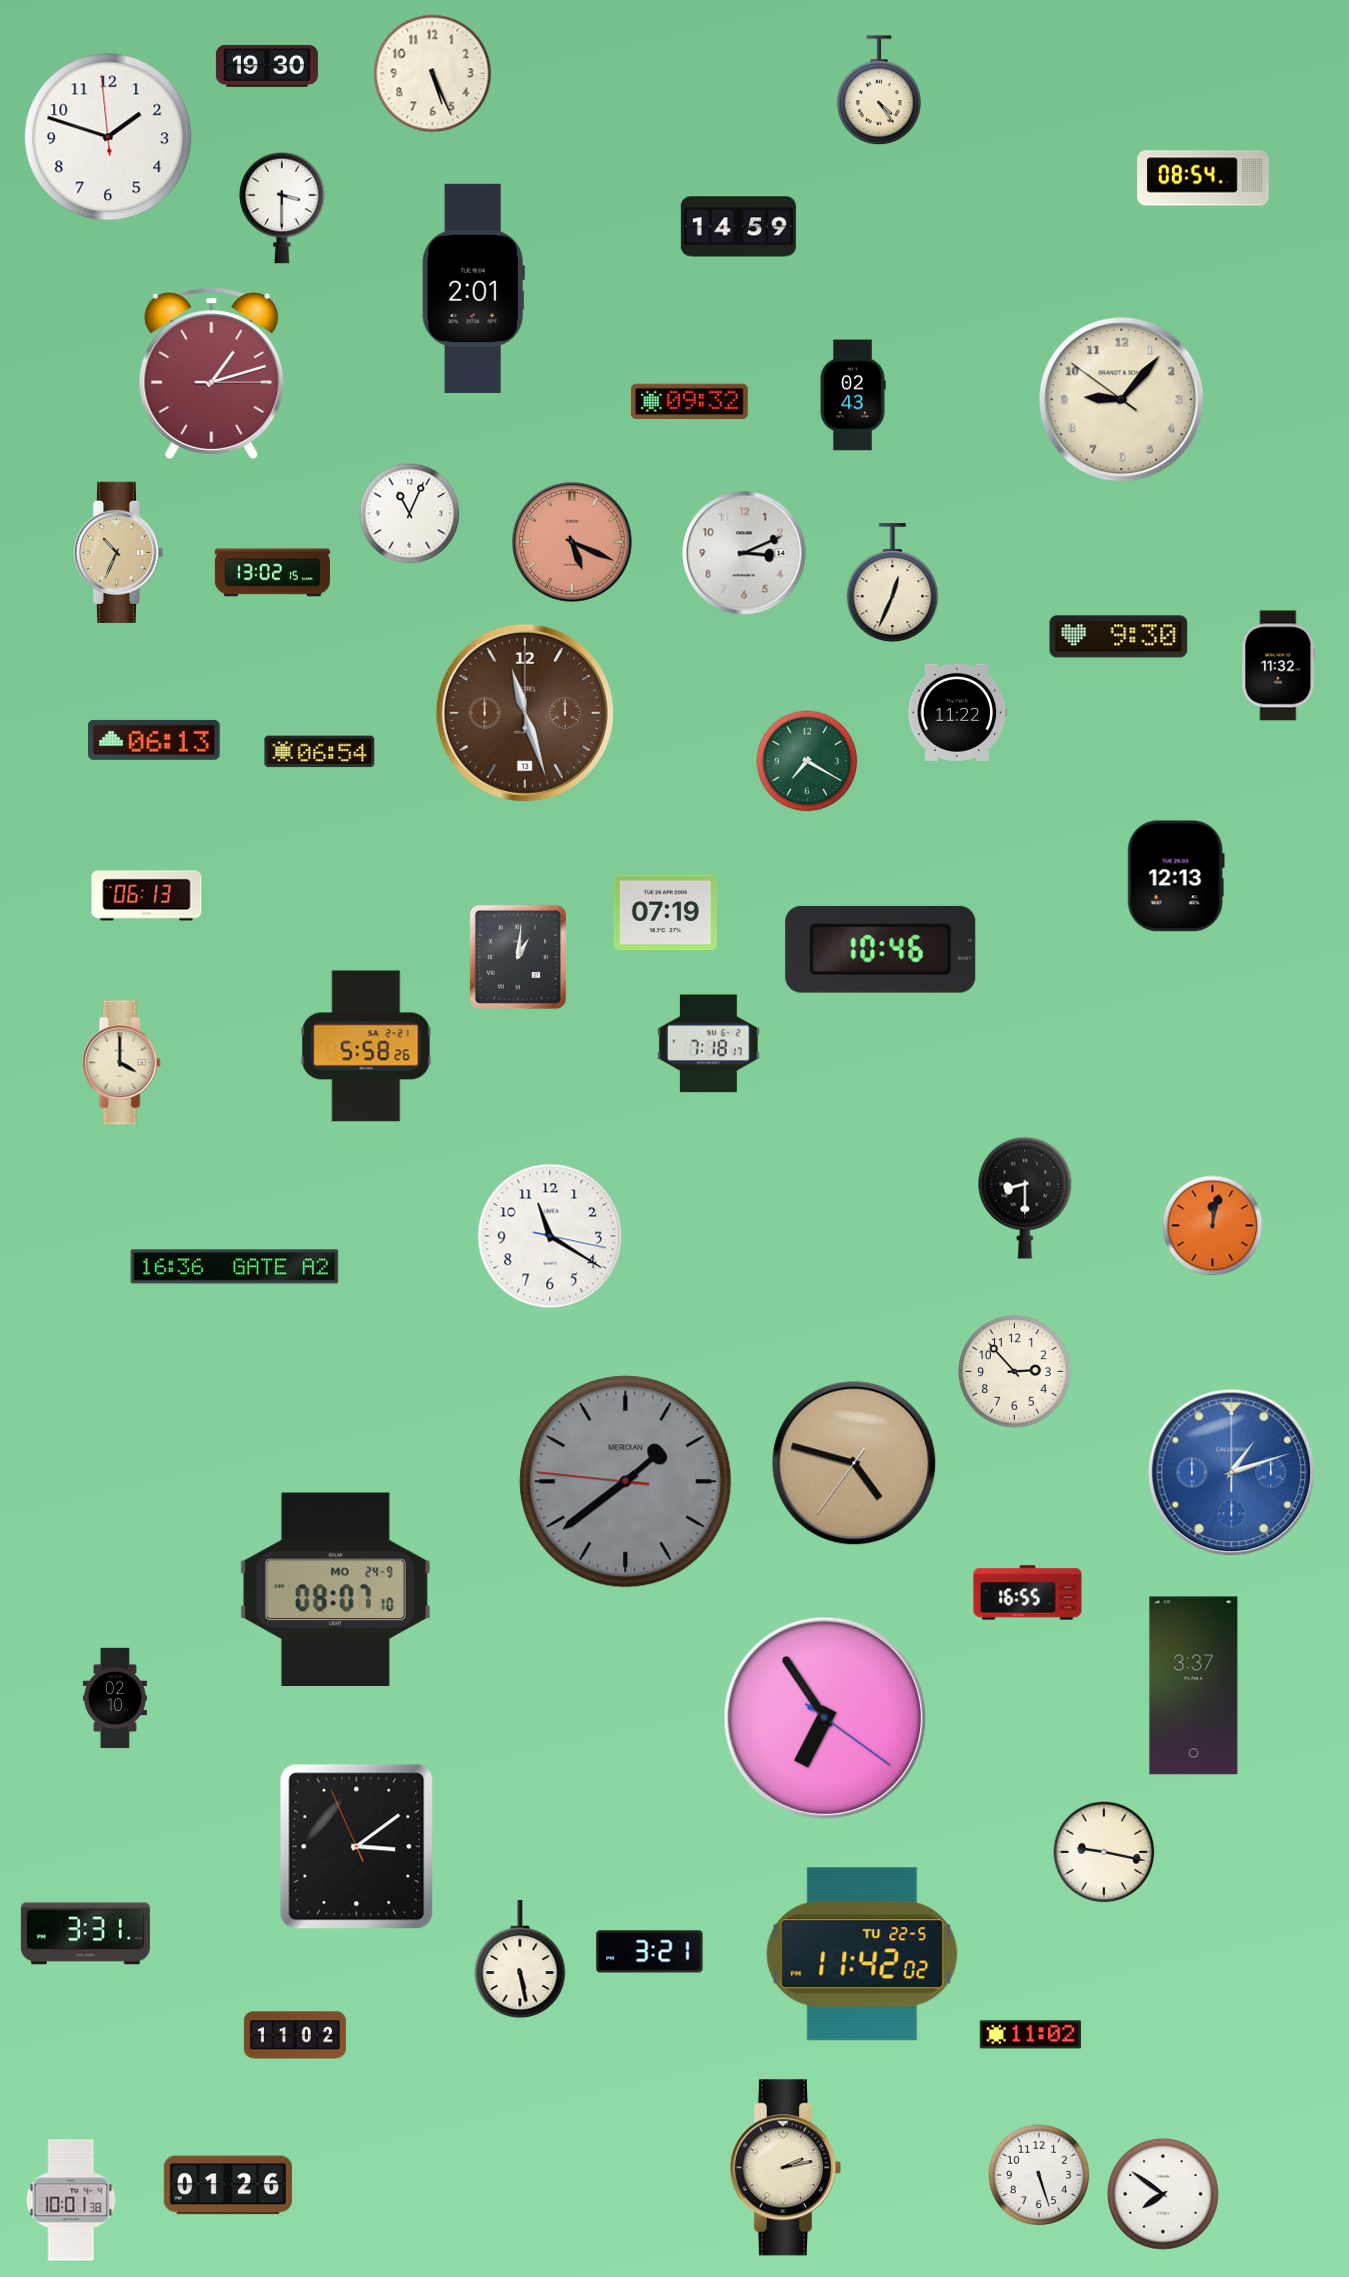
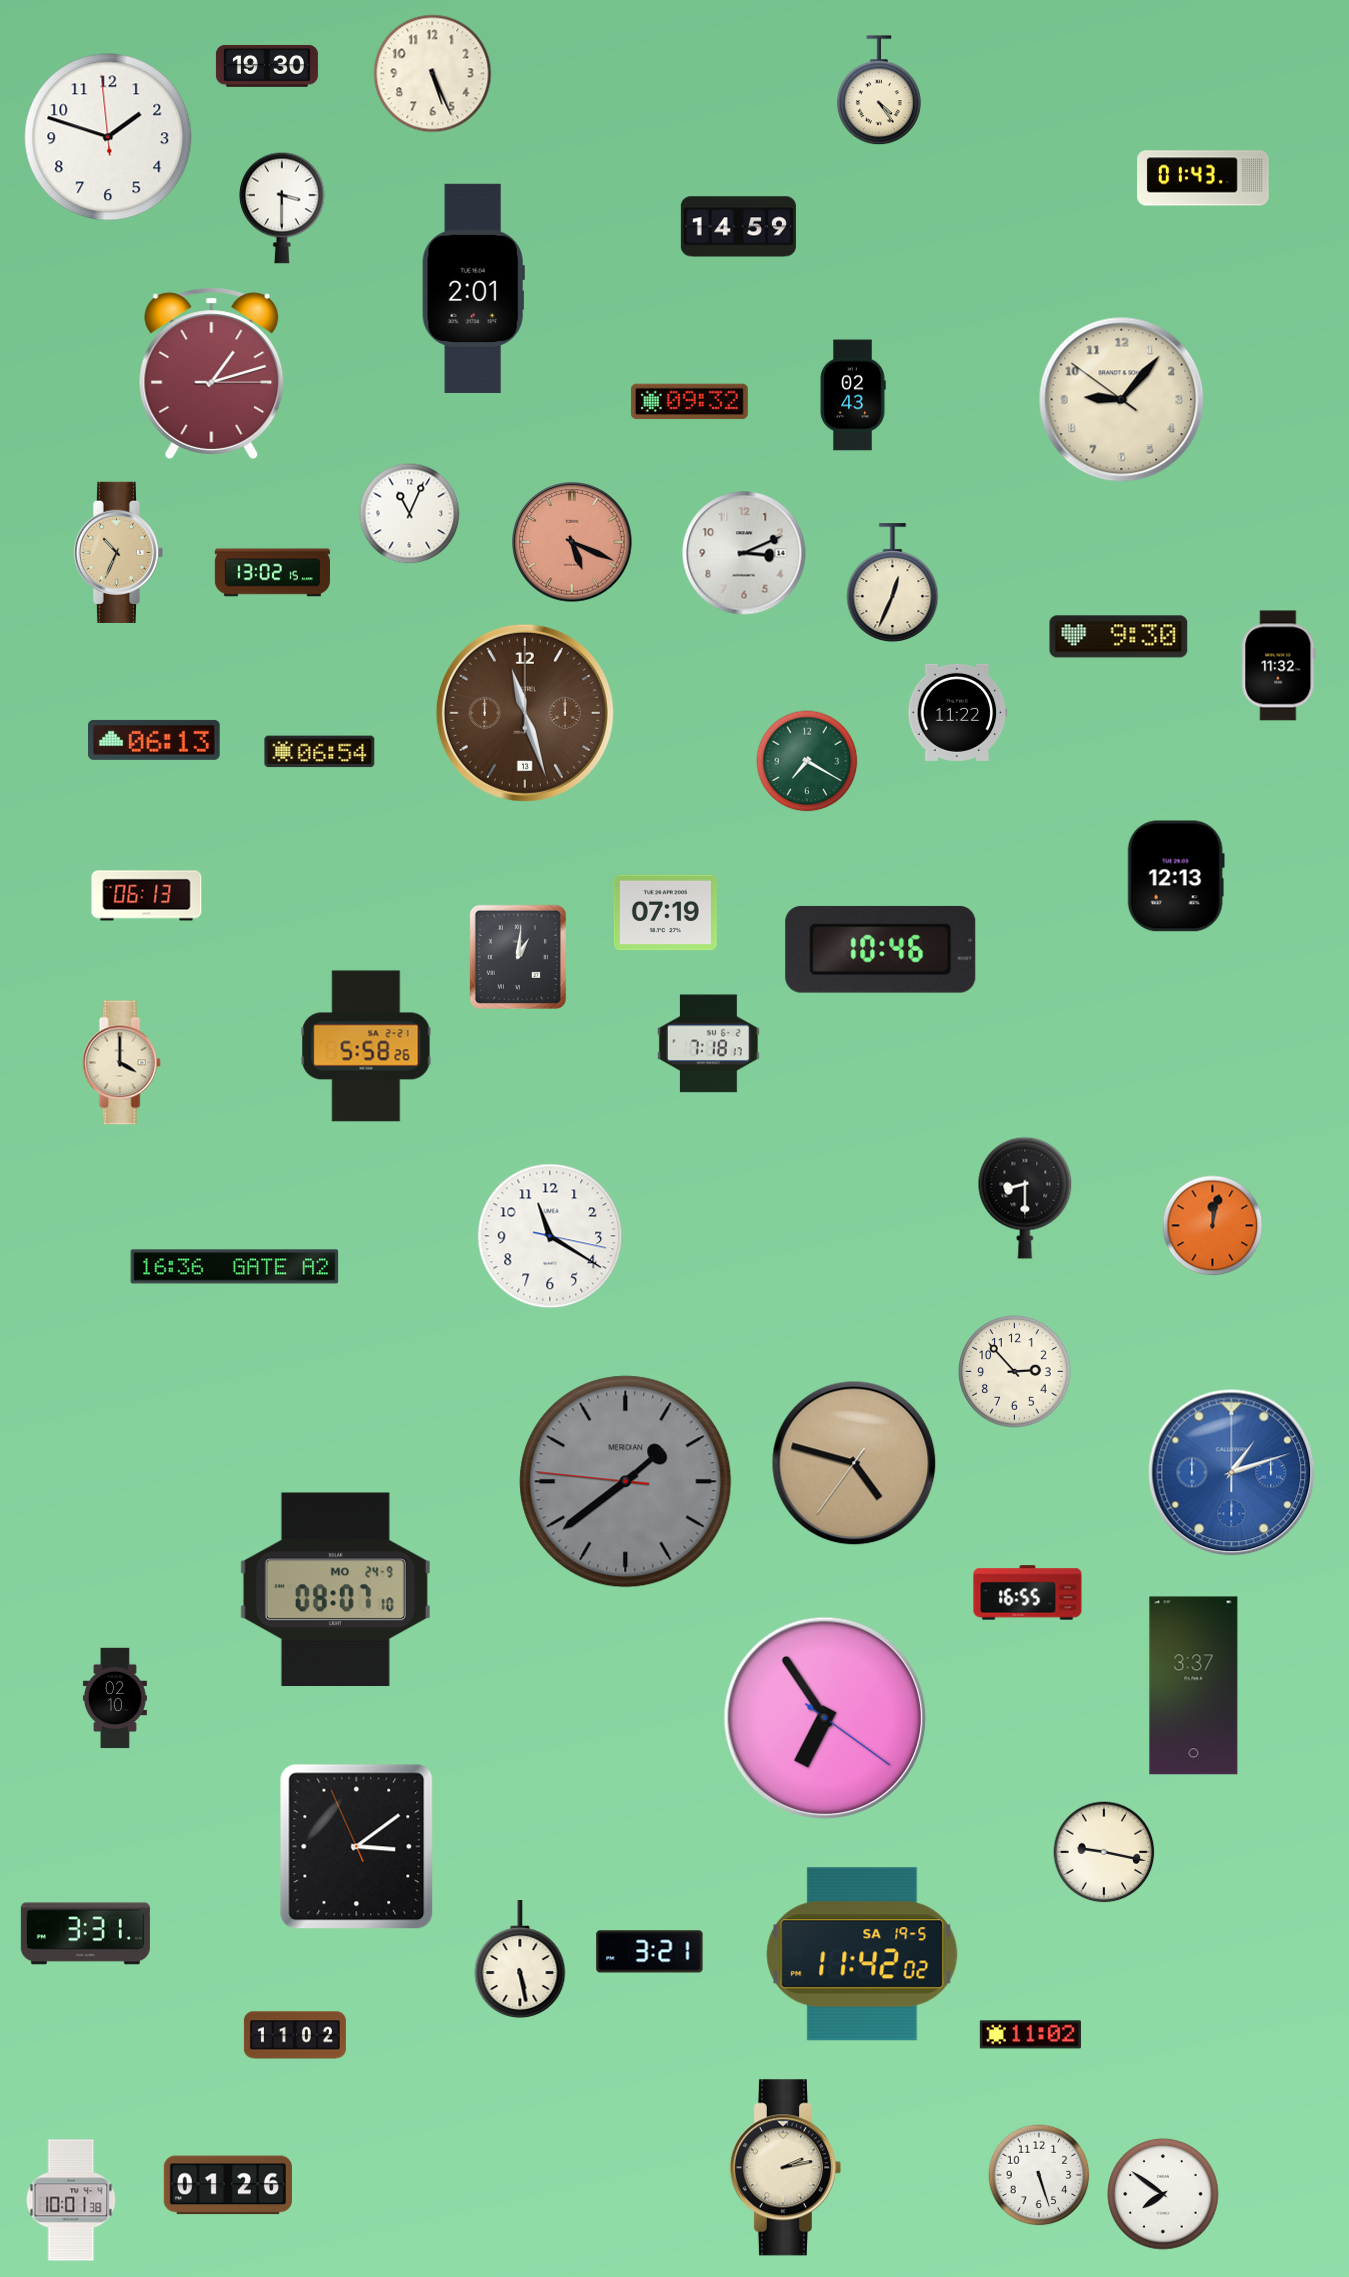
clock at (1203, 178): 08:54 -> 01:43
clock at (862, 1954) date: TU 22-5 -> SA 19-5
